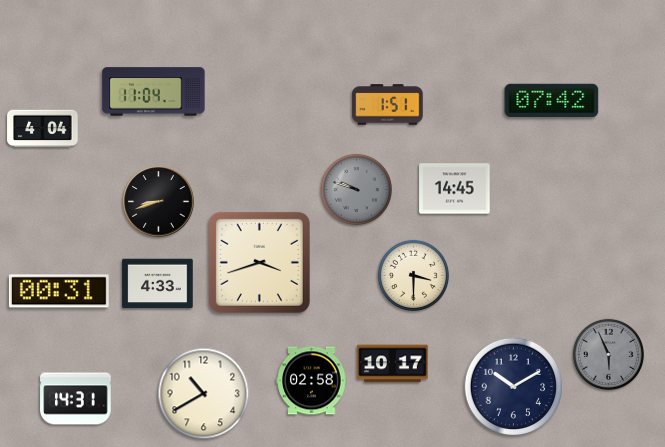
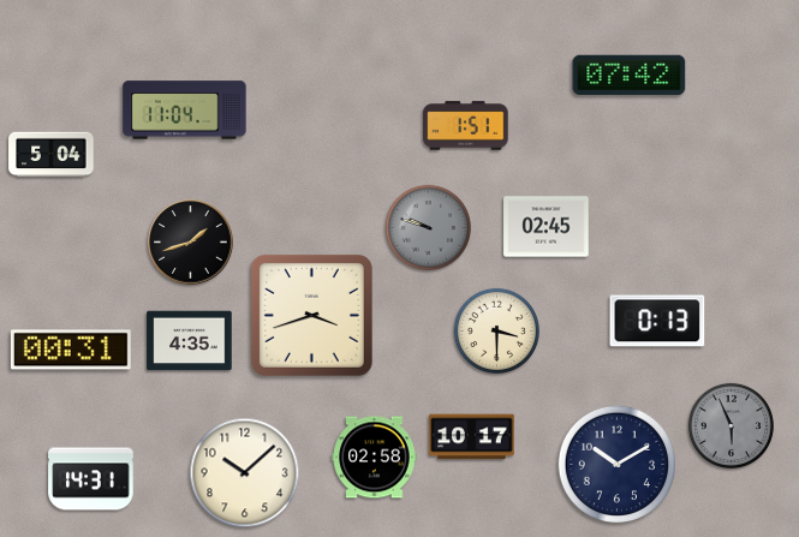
clock at (552, 101) position: (552, 101) -> (630, 76)
clock at (43, 129): 4:04 -> 5:04
clock at (455, 189): 14:45 -> 02:45
clock at (159, 202): 8:42 -> 1:42
clock at (657, 321): none -> 0:13
clock at (158, 284): 4:33 -> 4:35
clock at (204, 394): 10:40 -> 10:08
